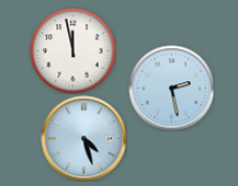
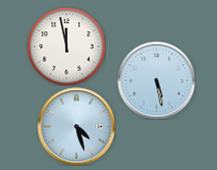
clock at (171, 88): 2:28 -> 5:28
